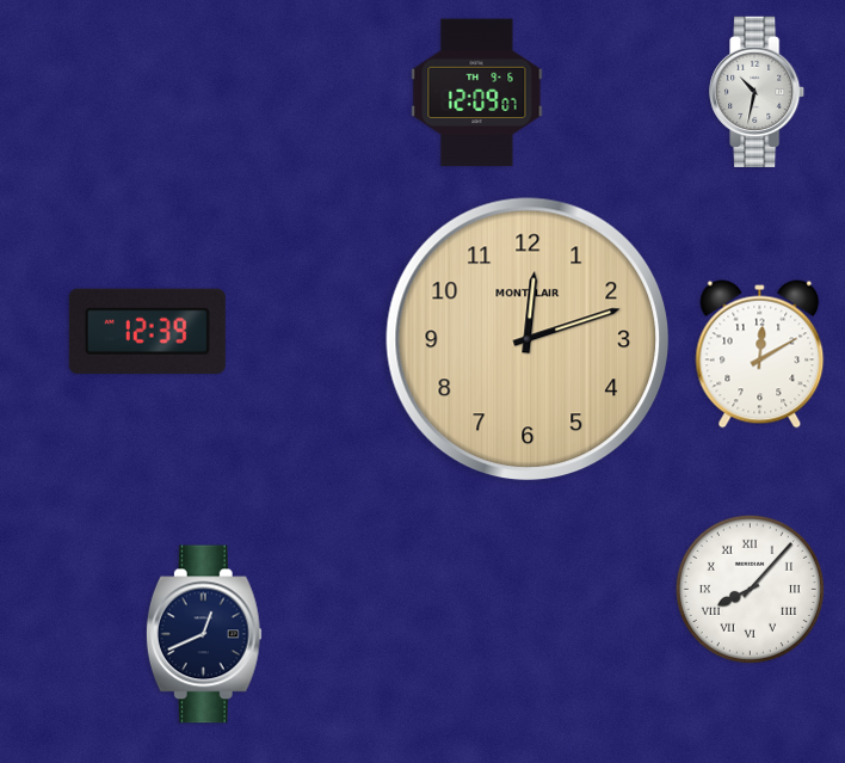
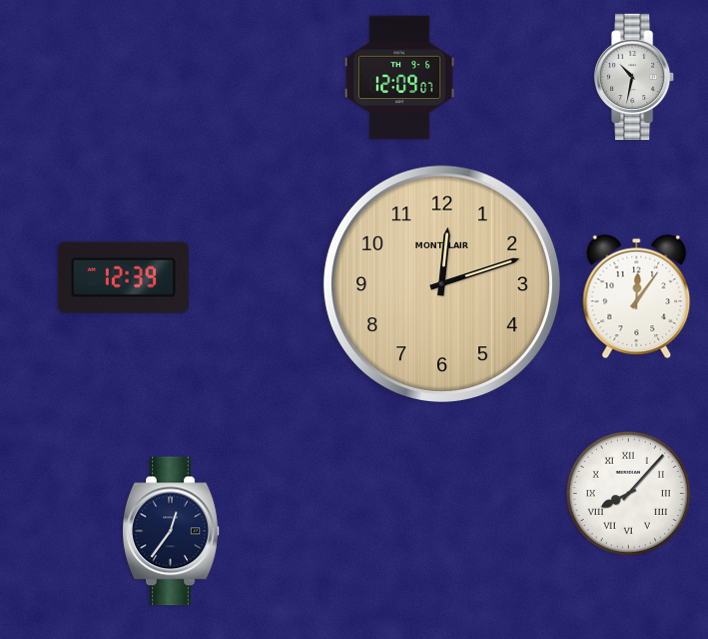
clock at (760, 355): 12:10 -> 12:06
clock at (204, 634): 12:41 -> 12:36
